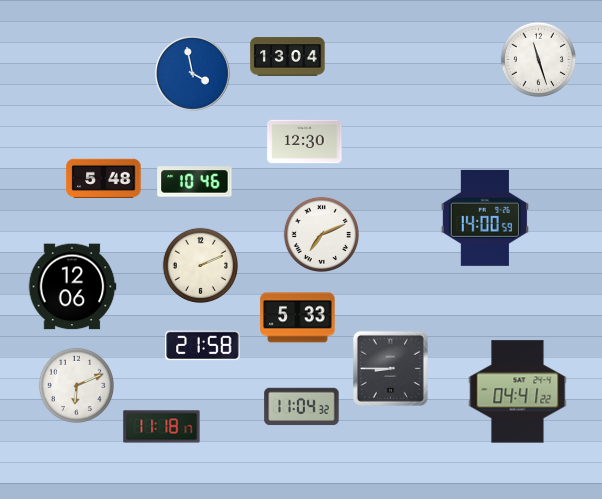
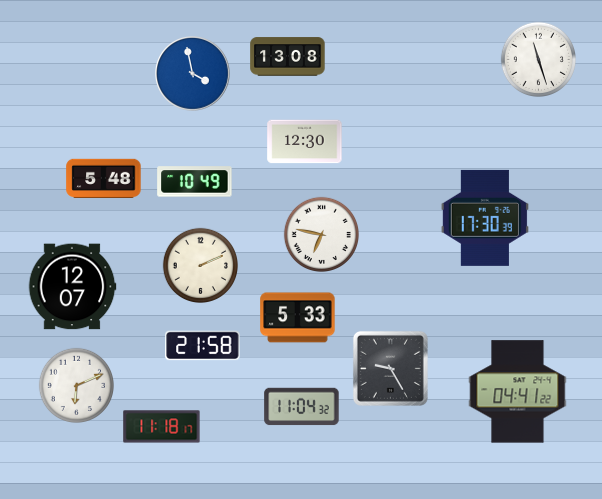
clock at (288, 57): 13:04 -> 13:08
clock at (195, 182): 10:46 -> 10:49
clock at (485, 218): 14:00 -> 17:30
clock at (321, 234): 7:11 -> 6:47
clock at (72, 287): 12:06 -> 12:07
clock at (390, 368): 8:45 -> 9:25
